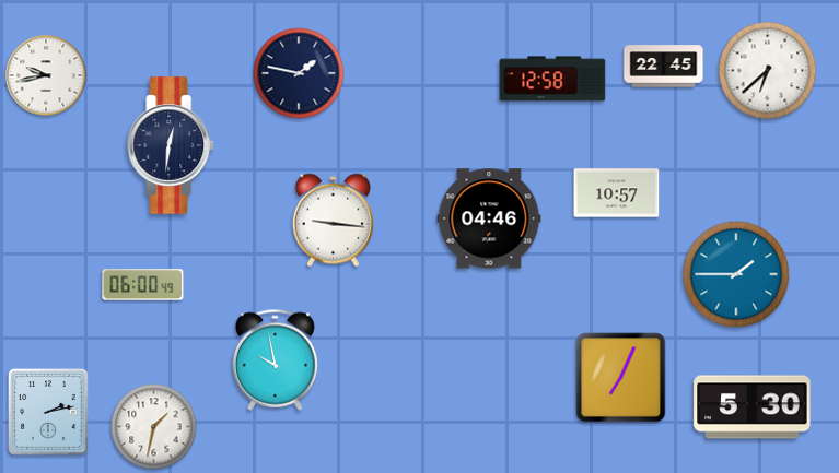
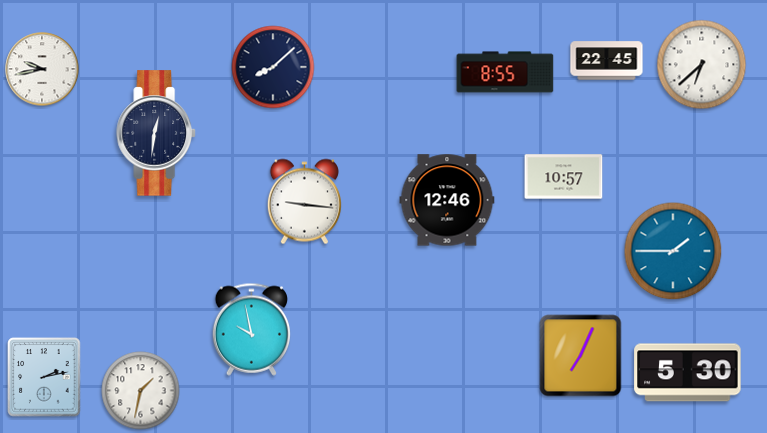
clock at (299, 73): 1:47 -> 8:08
clock at (552, 79): 12:58 -> 8:55
clock at (489, 218): 04:46 -> 12:46
clock at (143, 285): 06:00 -> none
clock at (621, 378) position: (621, 378) -> (581, 356)
